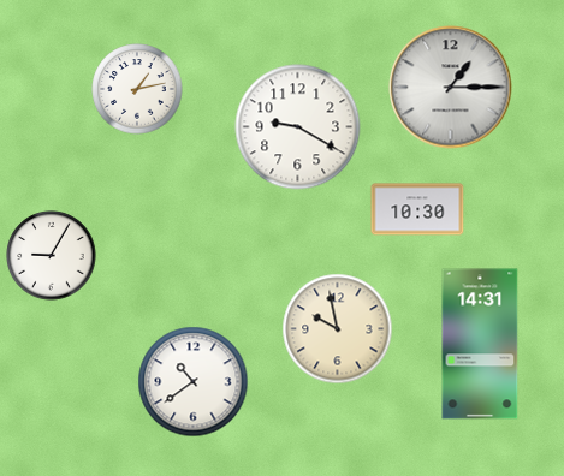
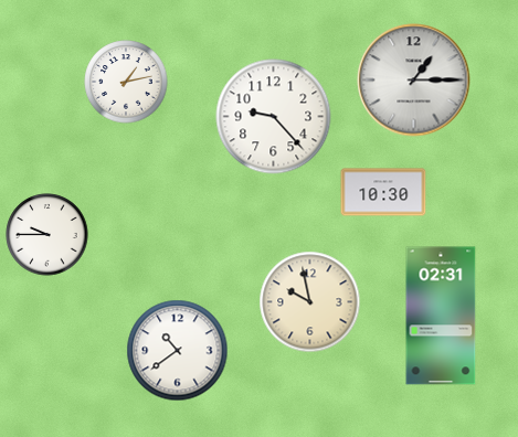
clock at (298, 127): 9:20 -> 9:23
clock at (52, 256): 9:05 -> 9:45
clock at (480, 344): 14:31 -> 02:31
